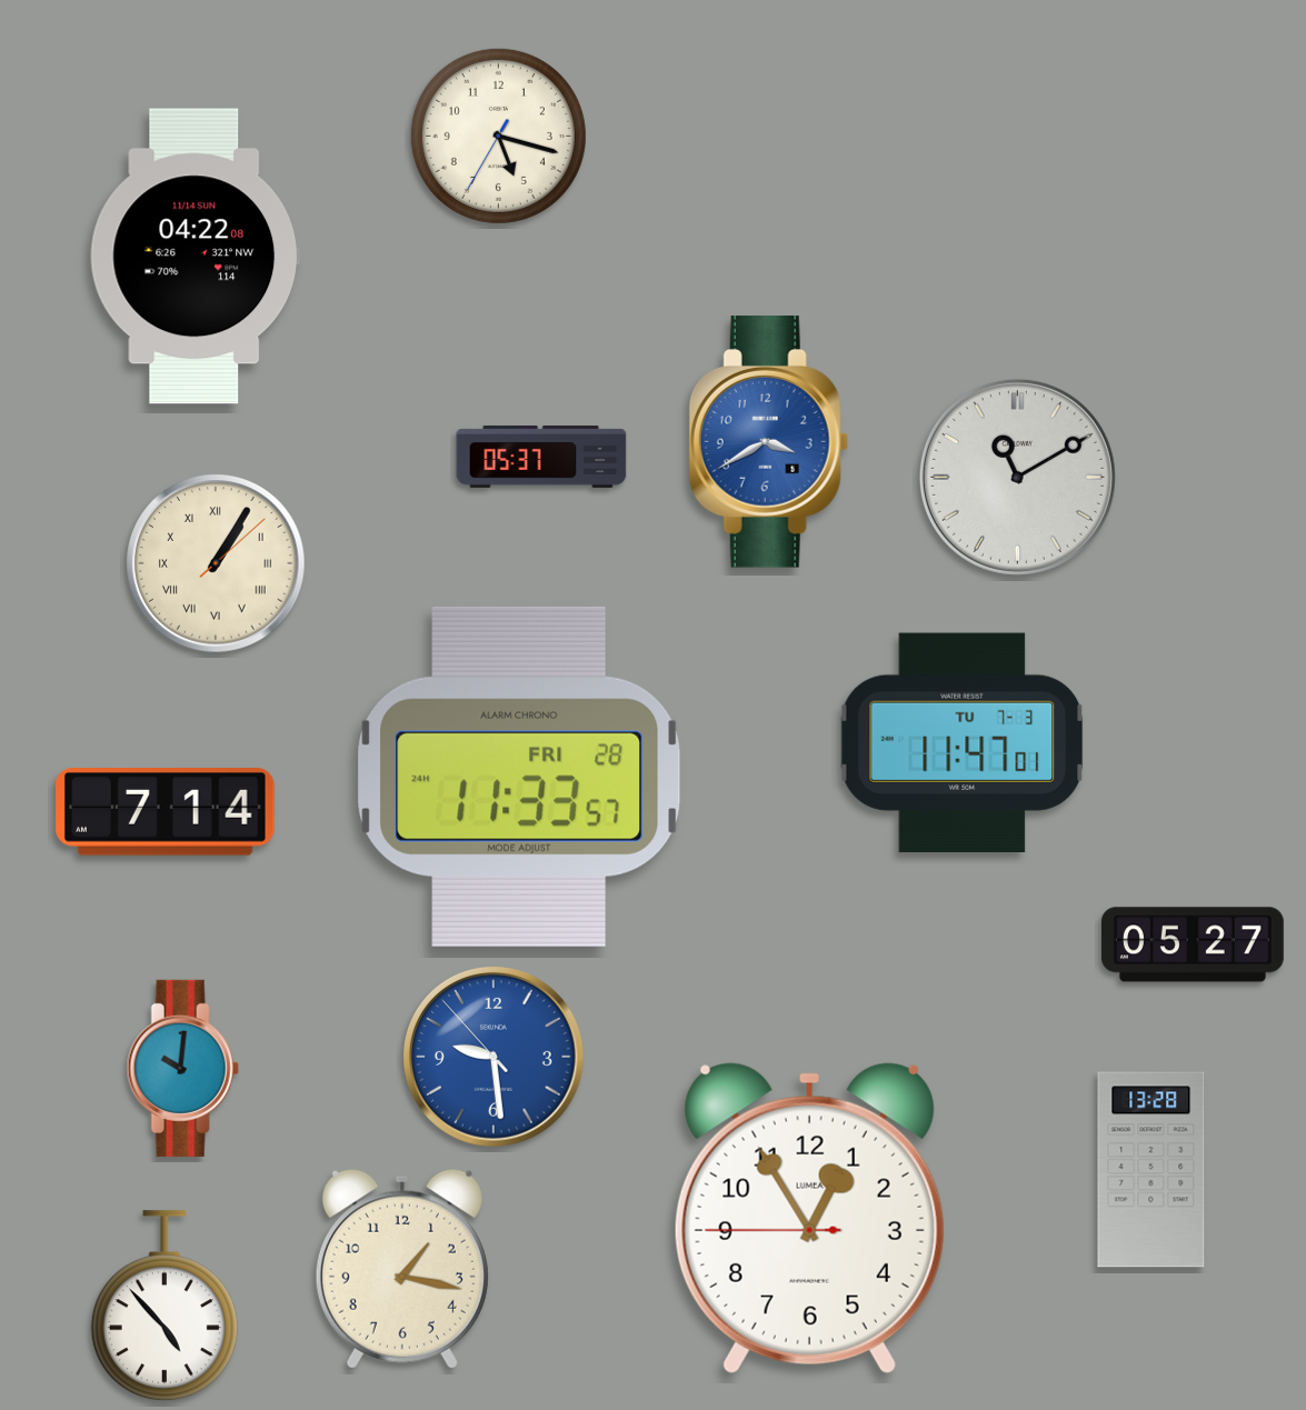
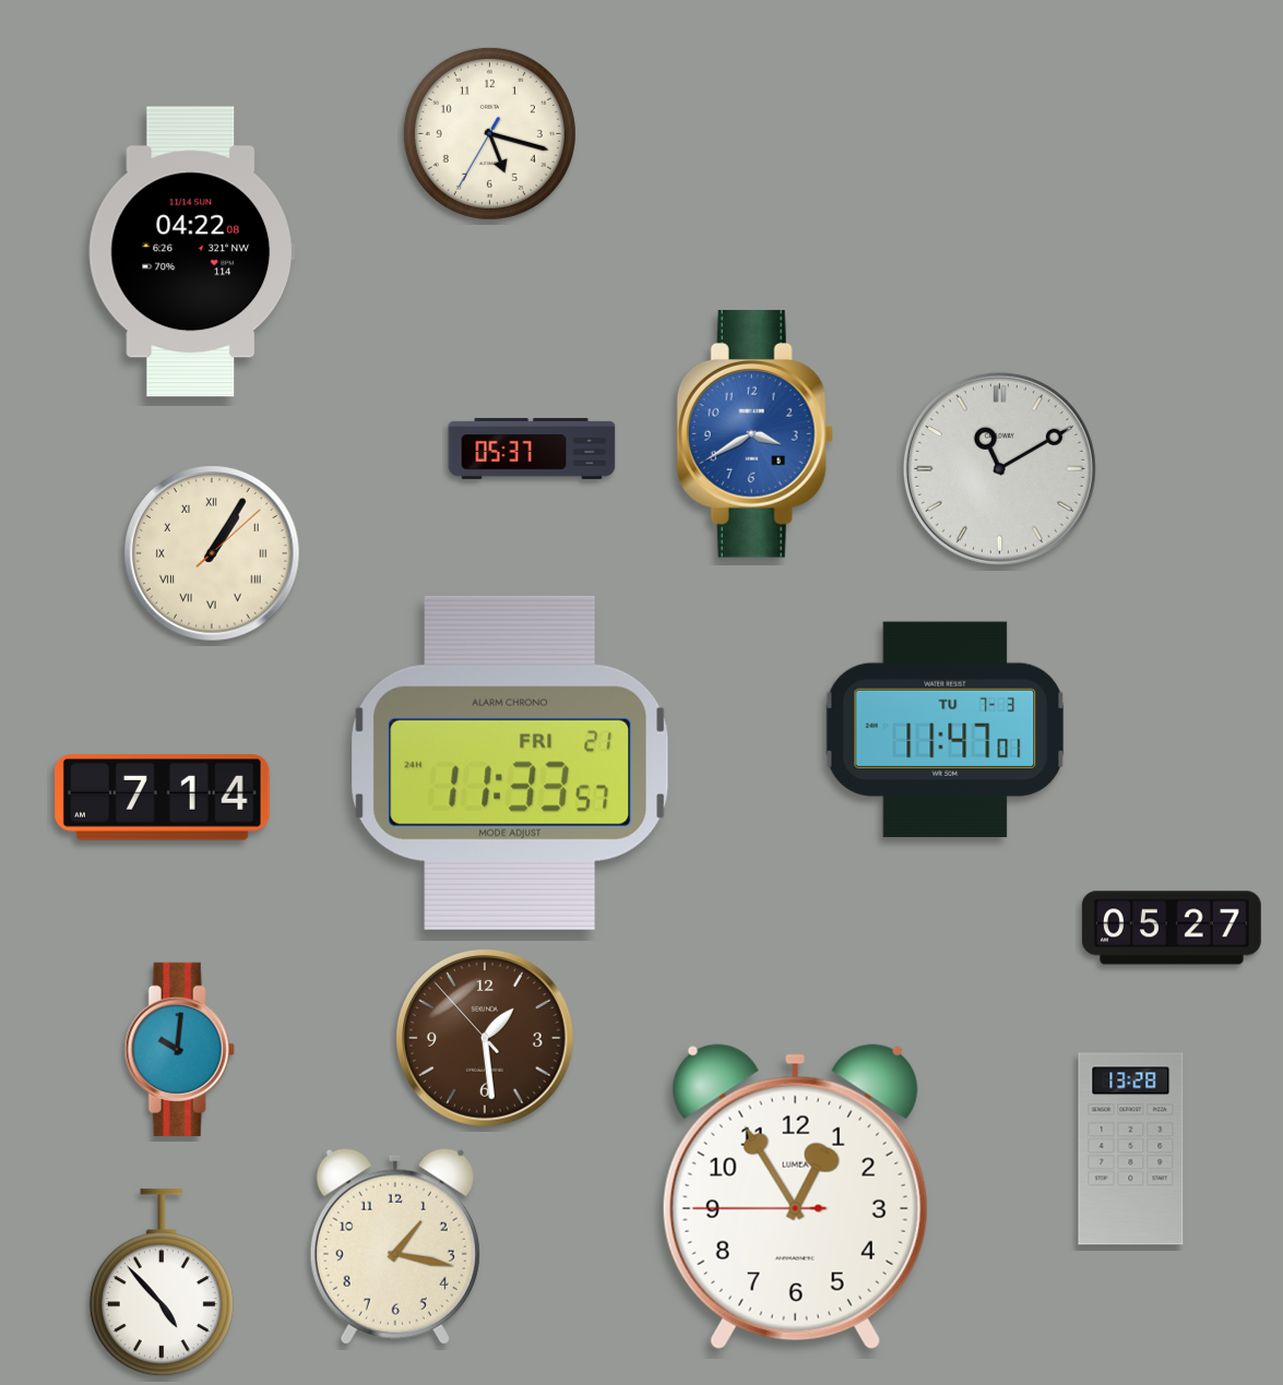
clock at (519, 777) date: FRI 28 -> FRI 21
clock at (495, 1058): 9:28 -> 1:28
clock at (495, 1058) dial: blue -> brown
